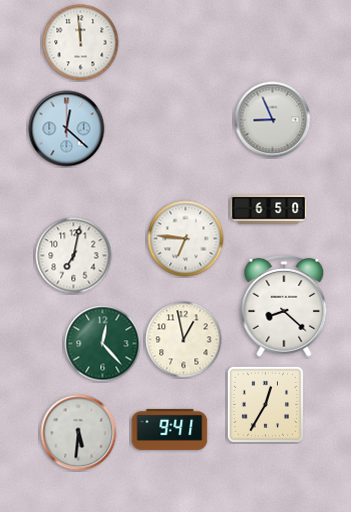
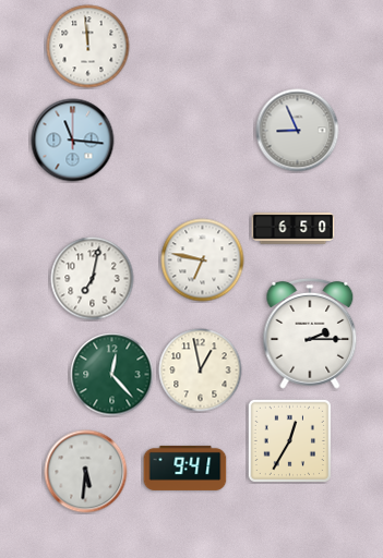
clock at (67, 129): 12:22 -> 11:16
clock at (186, 239): 6:46 -> 6:47
clock at (74, 256) position: (74, 256) -> (93, 279)
clock at (284, 307): 8:22 -> 2:15
